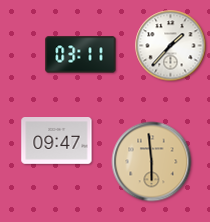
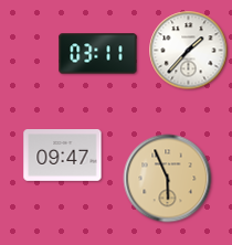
clock at (81, 55) position: (81, 55) -> (98, 54)
clock at (152, 162): 5:59 -> 5:56
